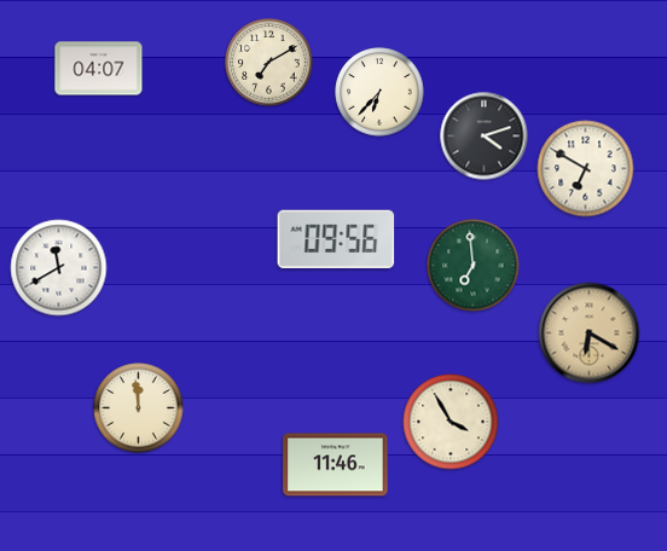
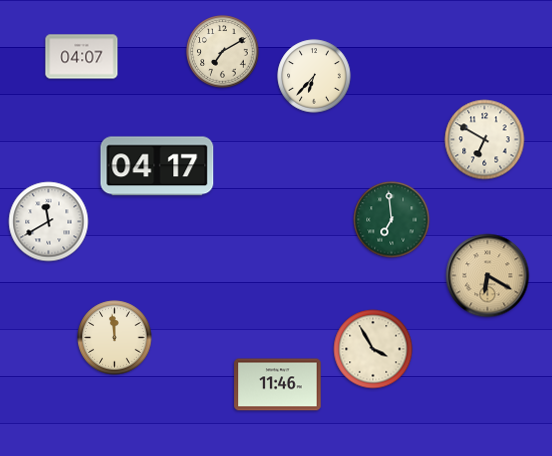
clock at (485, 137): 4:12 -> none
clock at (157, 166): none -> 04:17
clock at (336, 239): 09:56 -> none
